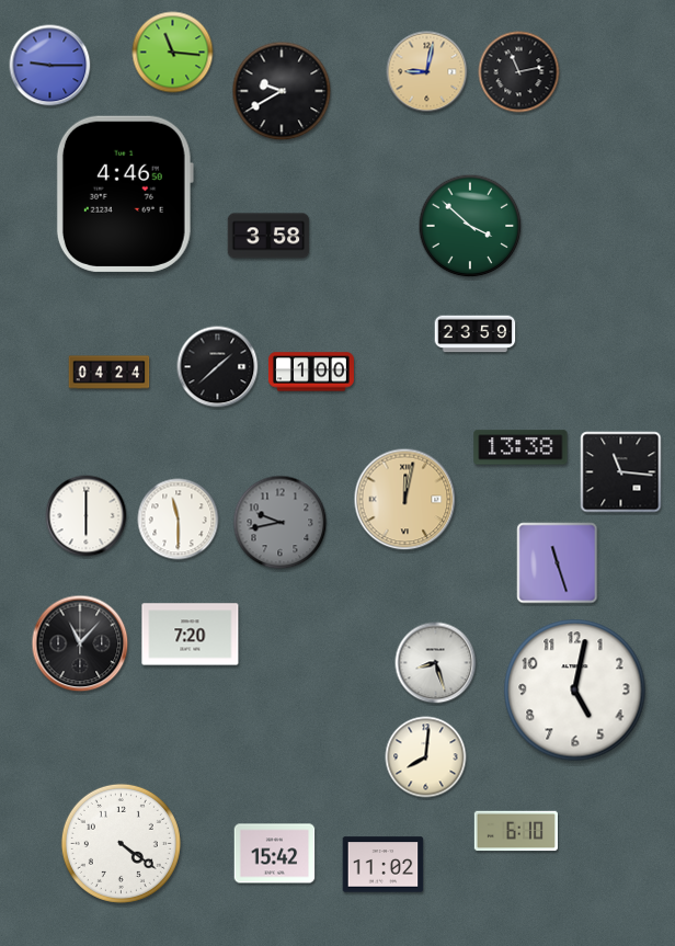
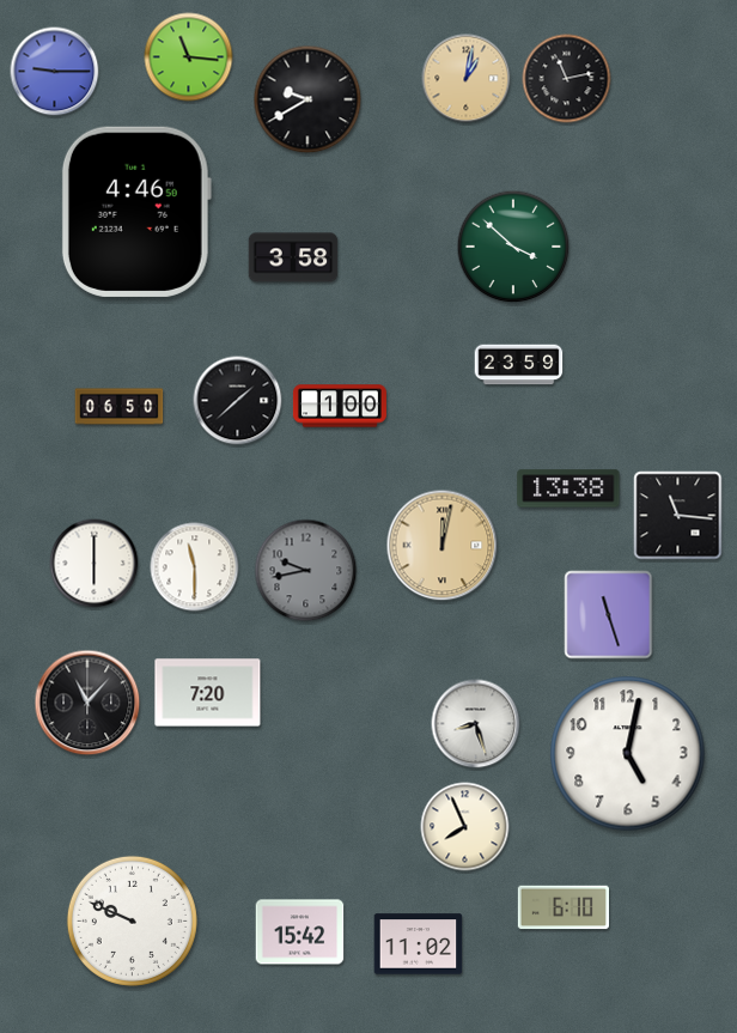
clock at (427, 72): 9:02 -> 1:02
clock at (110, 373): 04:24 -> 06:50
clock at (426, 757): 8:01 -> 7:56
clock at (121, 843): 4:21 -> 9:49
